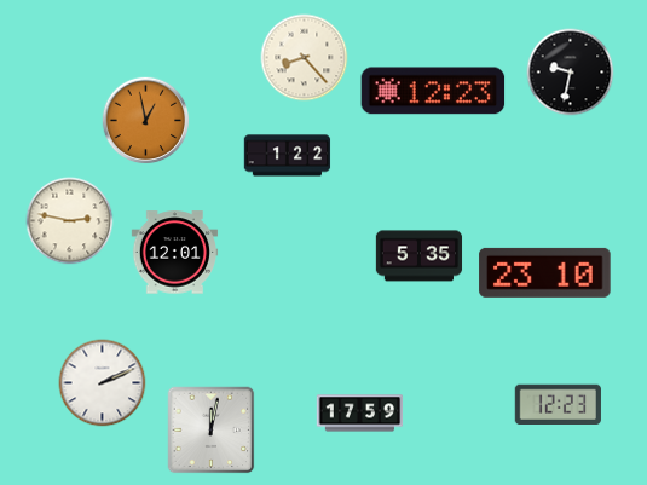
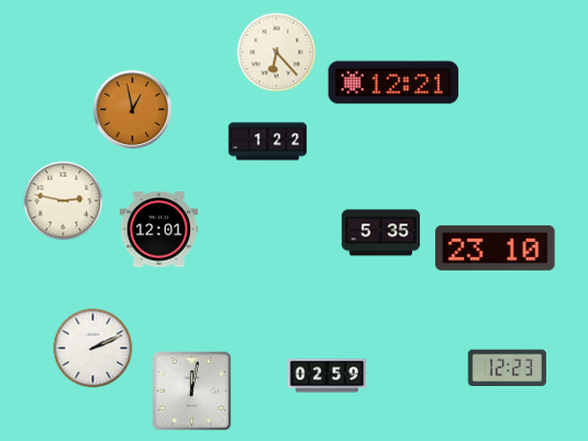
clock at (305, 58): 8:23 -> 6:23
clock at (571, 73): 9:32 -> none
clock at (433, 91): 12:23 -> 12:21
clock at (288, 156) position: (288, 156) -> (268, 142)
clock at (360, 414): 17:59 -> 02:59
